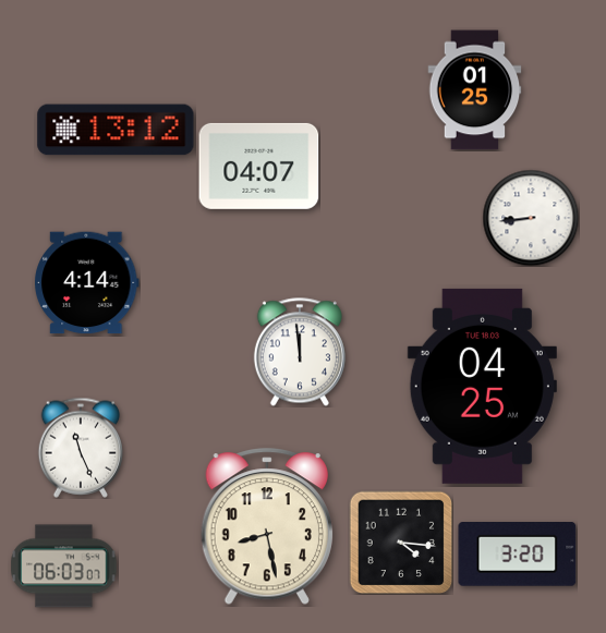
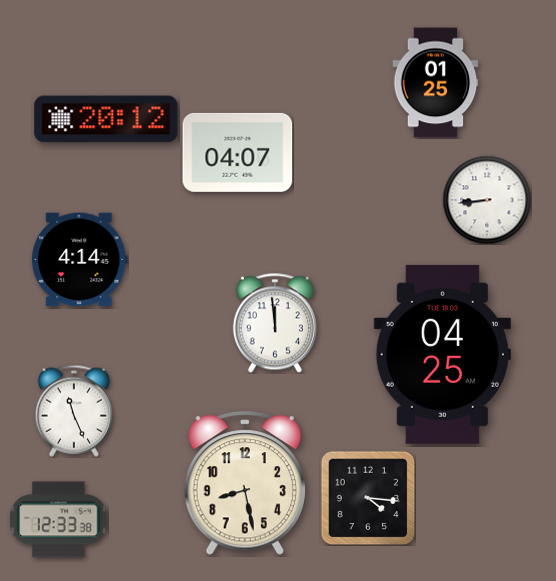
clock at (116, 130): 13:12 -> 20:12
clock at (518, 555): 3:20 -> none
clock at (64, 567): 06:03 -> 12:33
